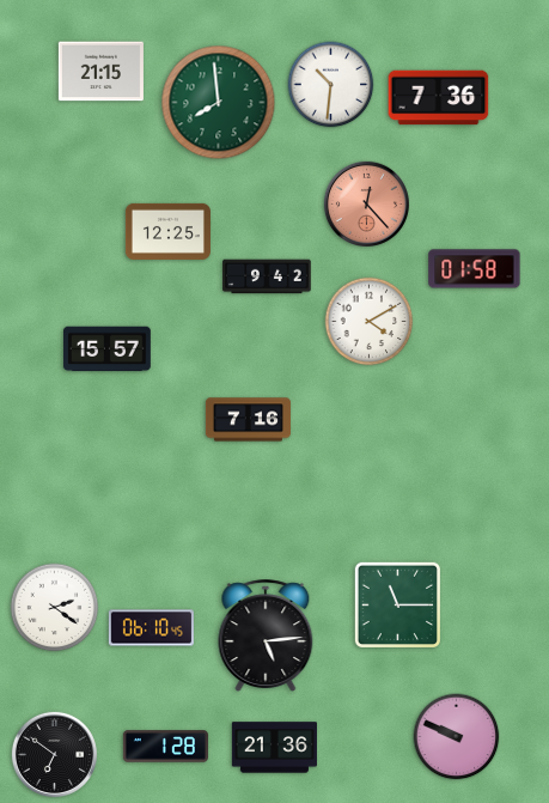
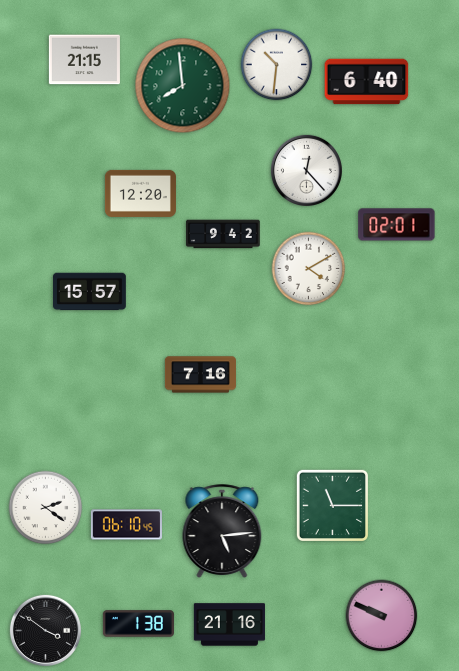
clock at (331, 85) position: (331, 85) -> (277, 65)
clock at (439, 98): 7:36 -> 6:40
clock at (366, 203) dial: salmon -> white
clock at (167, 231): 12:25 -> 12:20
clock at (475, 269): 01:58 -> 02:01
clock at (267, 276) position: (267, 276) -> (223, 234)
clock at (248, 420) position: (248, 420) -> (200, 375)
clock at (165, 747): 1:28 -> 1:38
clock at (274, 748): 21:36 -> 21:16
clock at (54, 754): 6:51 -> 3:51
